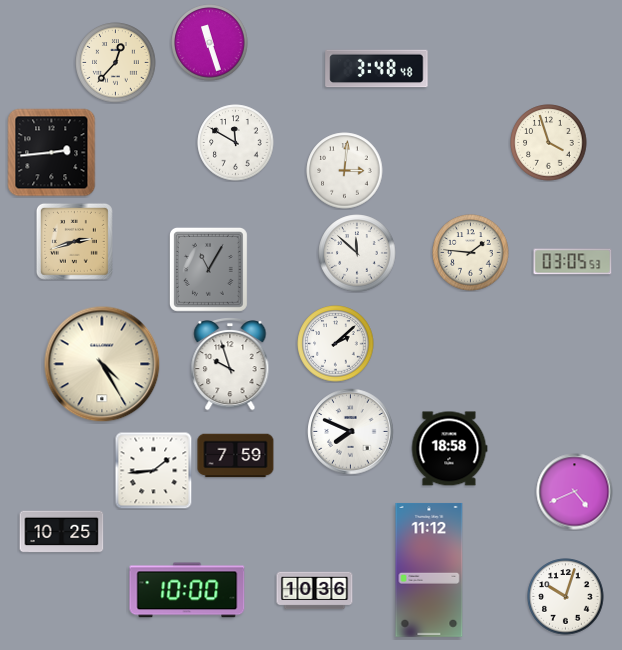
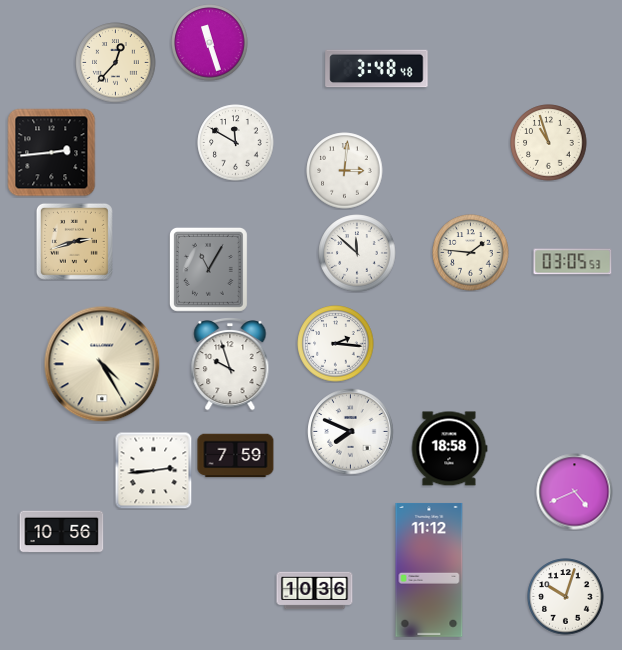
clock at (549, 143): 3:57 -> 10:57
clock at (336, 344): 2:08 -> 2:16
clock at (153, 470): 1:44 -> 2:44
clock at (62, 532): 10:25 -> 10:56
clock at (187, 590): 10:00 -> none
